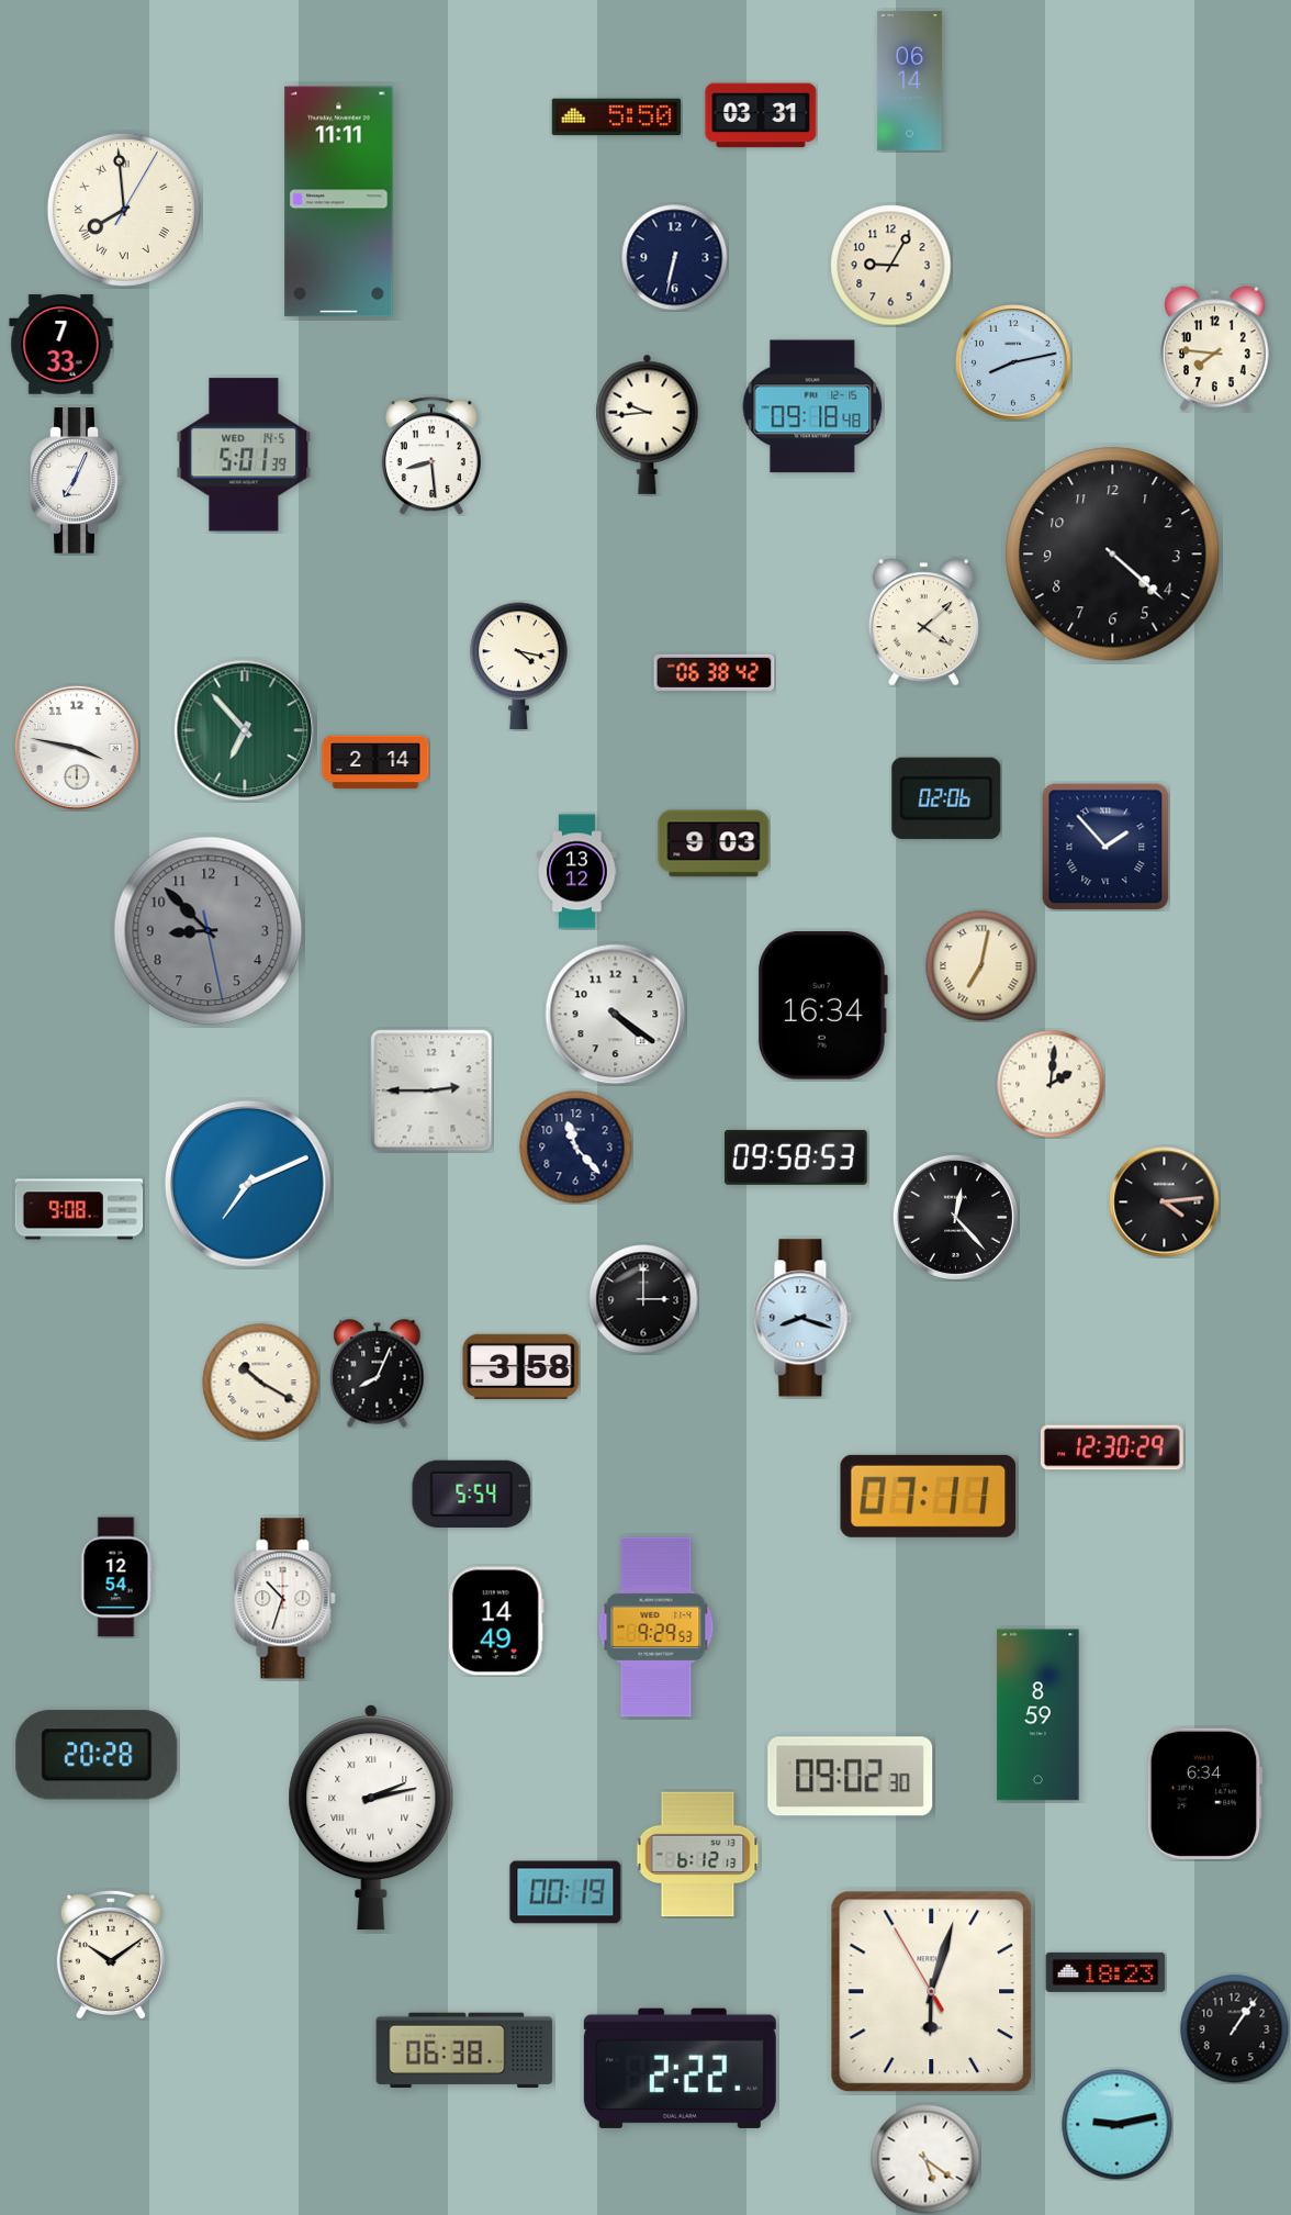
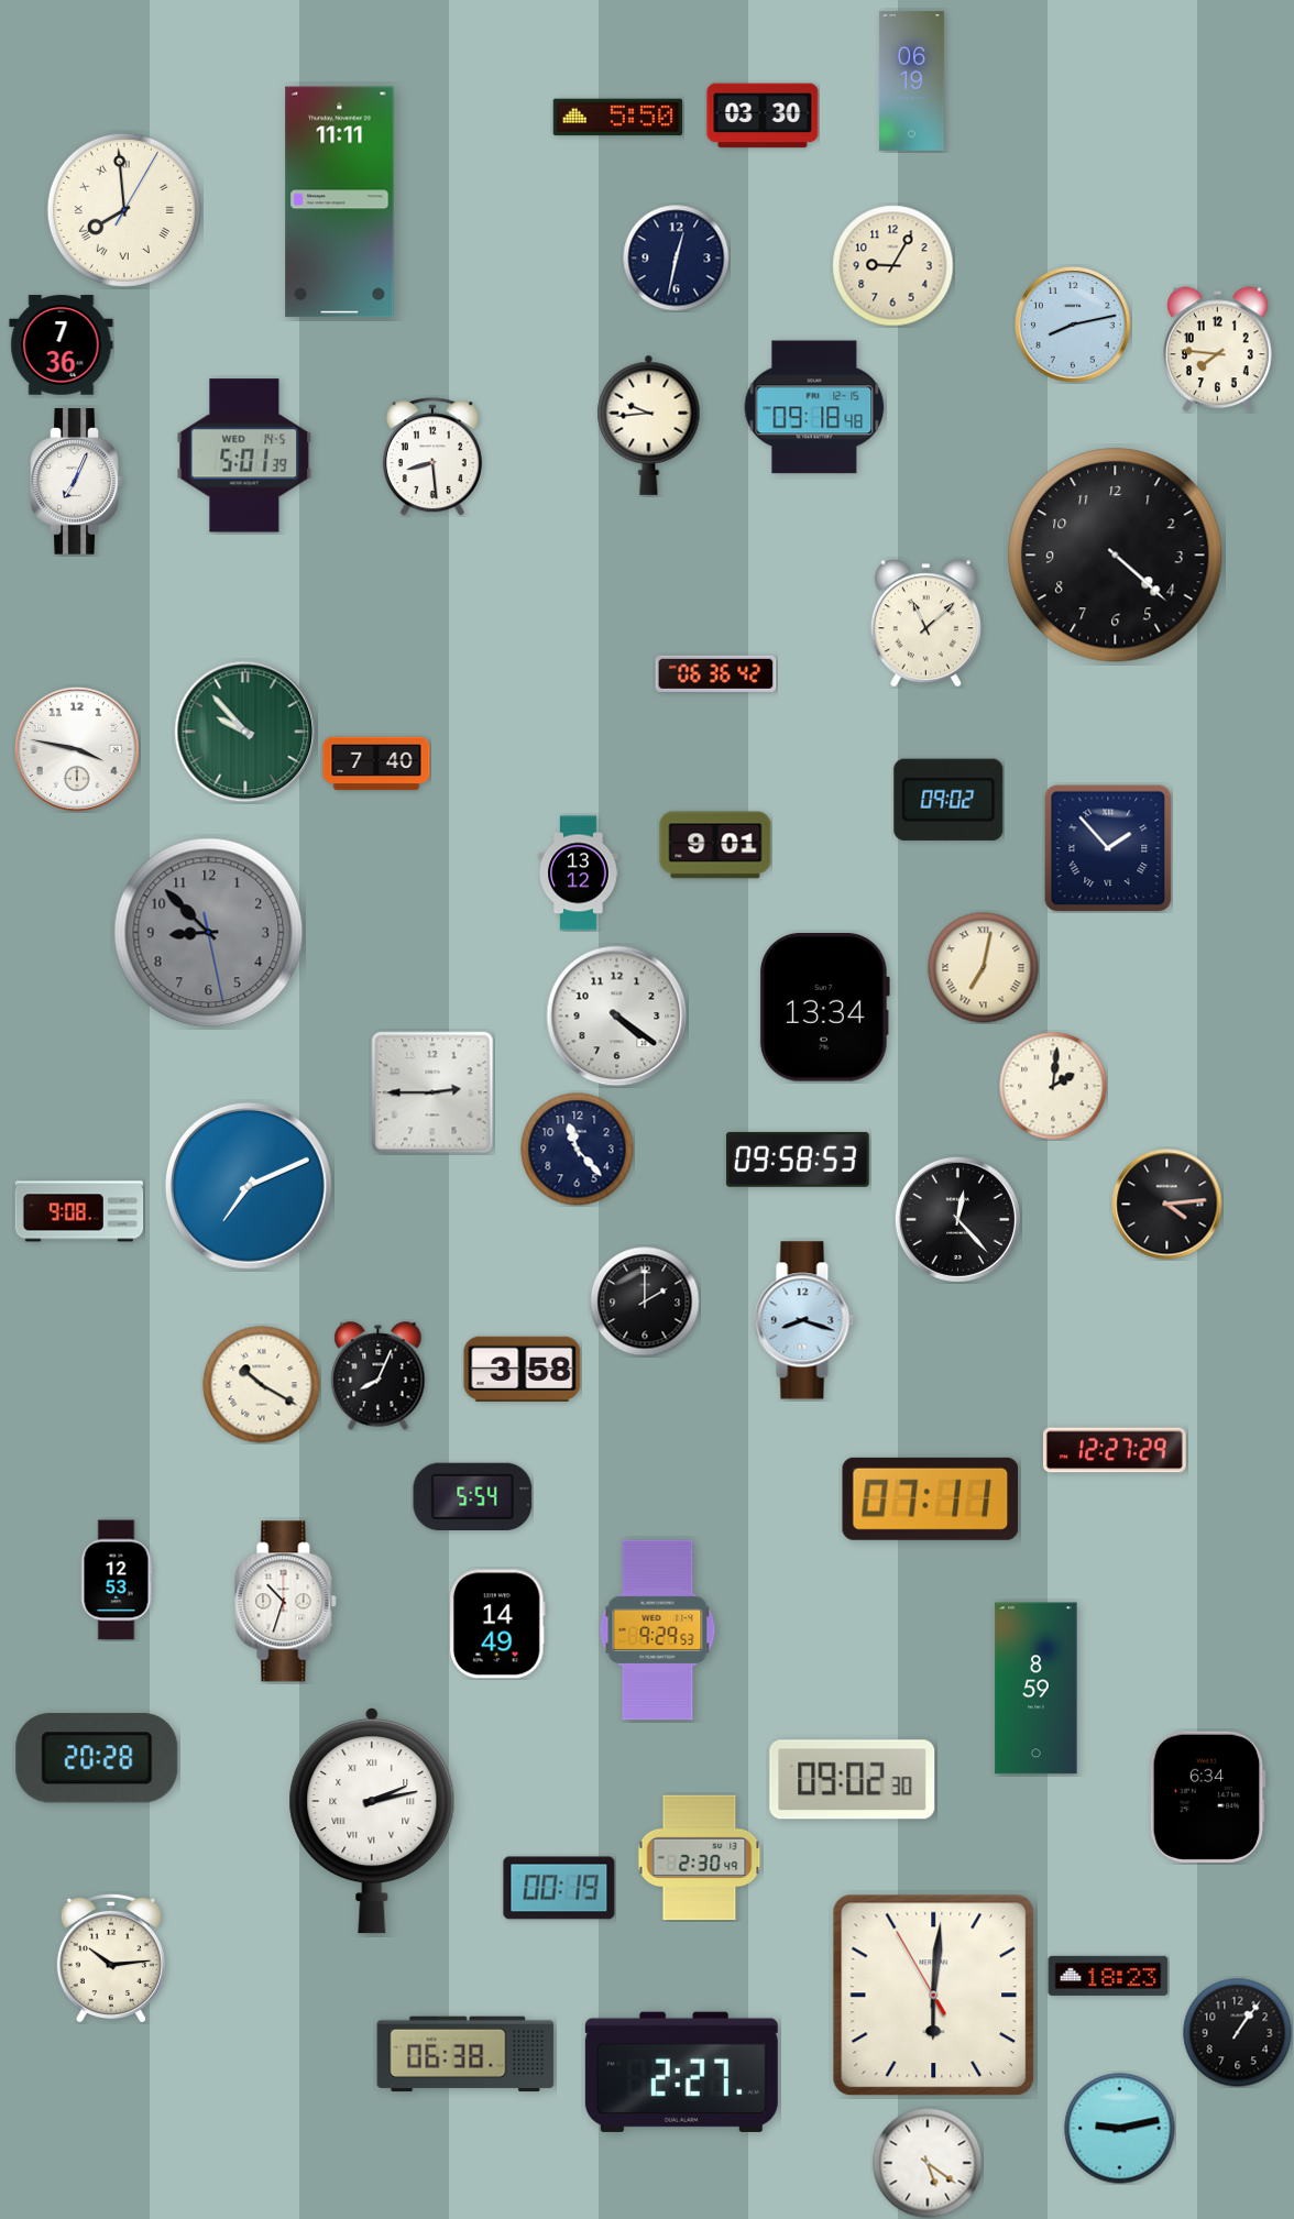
clock at (910, 80): 06:14 -> 06:19
clock at (761, 115): 03:31 -> 03:30
clock at (674, 257): 6:32 -> 12:32
clock at (61, 345): 7:33 -> 7:36
clock at (1013, 362) position: (1013, 362) -> (1073, 325)
clock at (923, 623): 4:08 -> 11:08
clock at (519, 667): 4:17 -> none
clock at (715, 672): 06:38 -> 06:36
clock at (245, 730): 6:53 -> 9:53
clock at (375, 762): 2:14 -> 7:40
clock at (946, 798): 02:06 -> 09:02
clock at (714, 843): 9:03 -> 9:01
clock at (822, 1006): 16:34 -> 13:34
clock at (643, 1299): 3:00 -> 2:00
clock at (1112, 1447): 12:30 -> 12:27
clock at (116, 1577): 12:54 -> 12:53
clock at (1039, 1715) position: (1039, 1715) -> (1037, 1689)
clock at (698, 1855): 6:12 -> 2:30
clock at (565, 1892) position: (565, 1892) -> (559, 1888)
clock at (111, 1955): 10:09 -> 10:14
clock at (932, 1992): 6:02 -> 6:00
clock at (680, 2068): 2:22 -> 2:27
